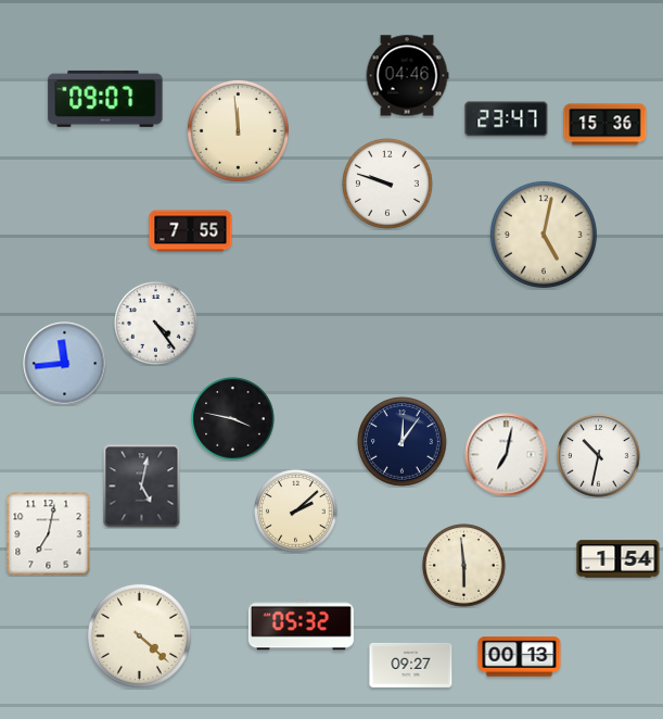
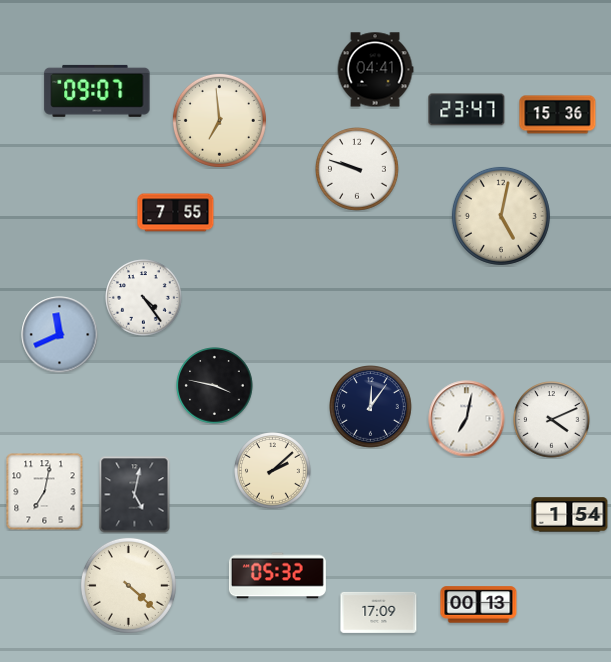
clock at (407, 76): 04:46 -> 04:41
clock at (238, 130): 11:59 -> 6:59
clock at (65, 364): 11:44 -> 11:41
clock at (599, 456): 10:32 -> 4:11
clock at (142, 487) position: (142, 487) -> (135, 495)
clock at (464, 566): 5:59 -> none
clock at (411, 665): 09:27 -> 17:09
